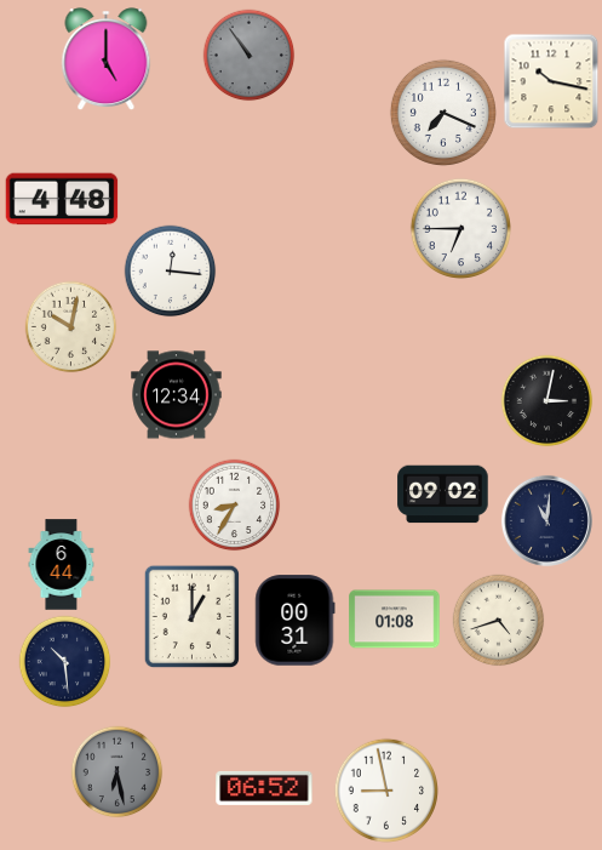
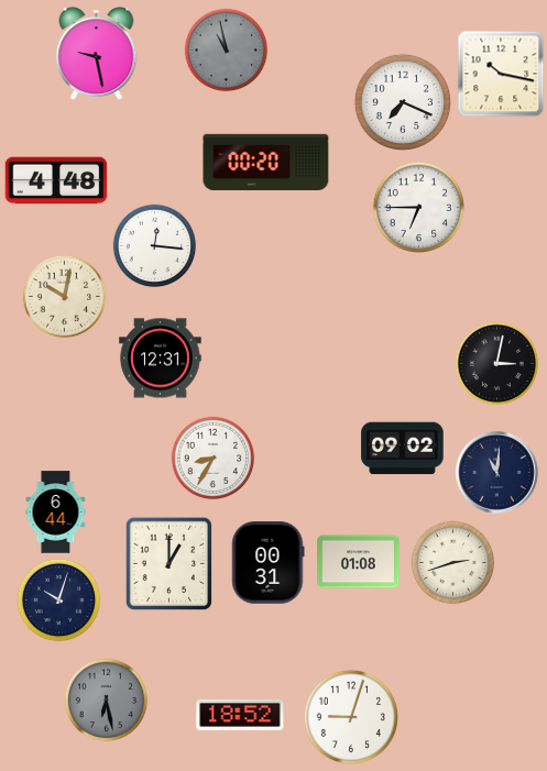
clock at (250, 56): 10:54 -> 10:58
clock at (107, 59): 5:00 -> 9:28
clock at (266, 163): none -> 00:20
clock at (177, 395): 12:34 -> 12:31
clock at (193, 617) position: (193, 617) -> (169, 564)
clock at (499, 621): 4:42 -> 2:42
clock at (65, 662): 10:29 -> 10:03
clock at (264, 788): 06:52 -> 18:52
clock at (385, 789): 8:58 -> 9:03
